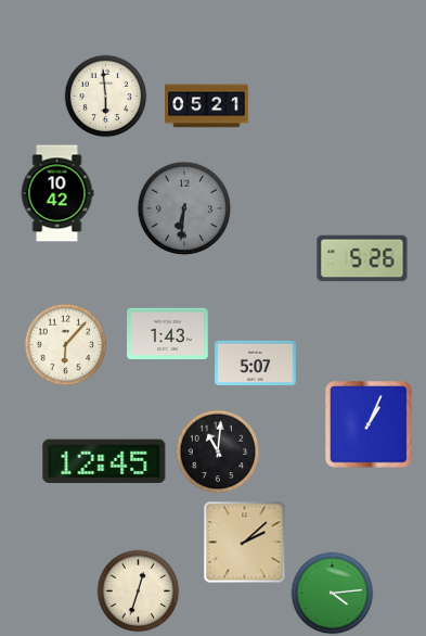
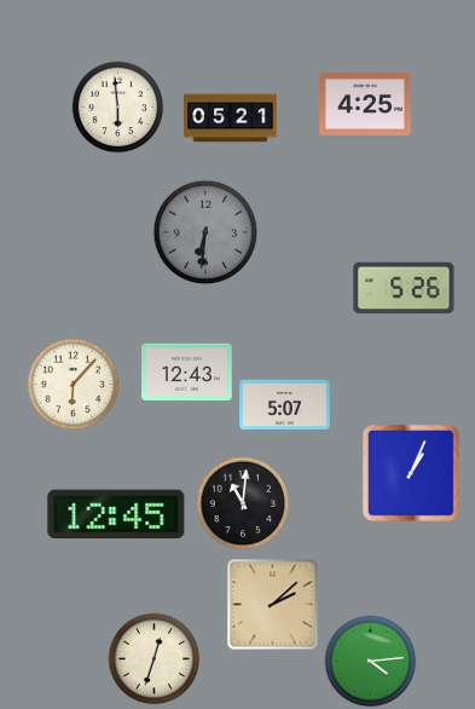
clock at (365, 104): none -> 4:25
clock at (57, 193): 10:42 -> none
clock at (168, 334): 1:43 -> 12:43
